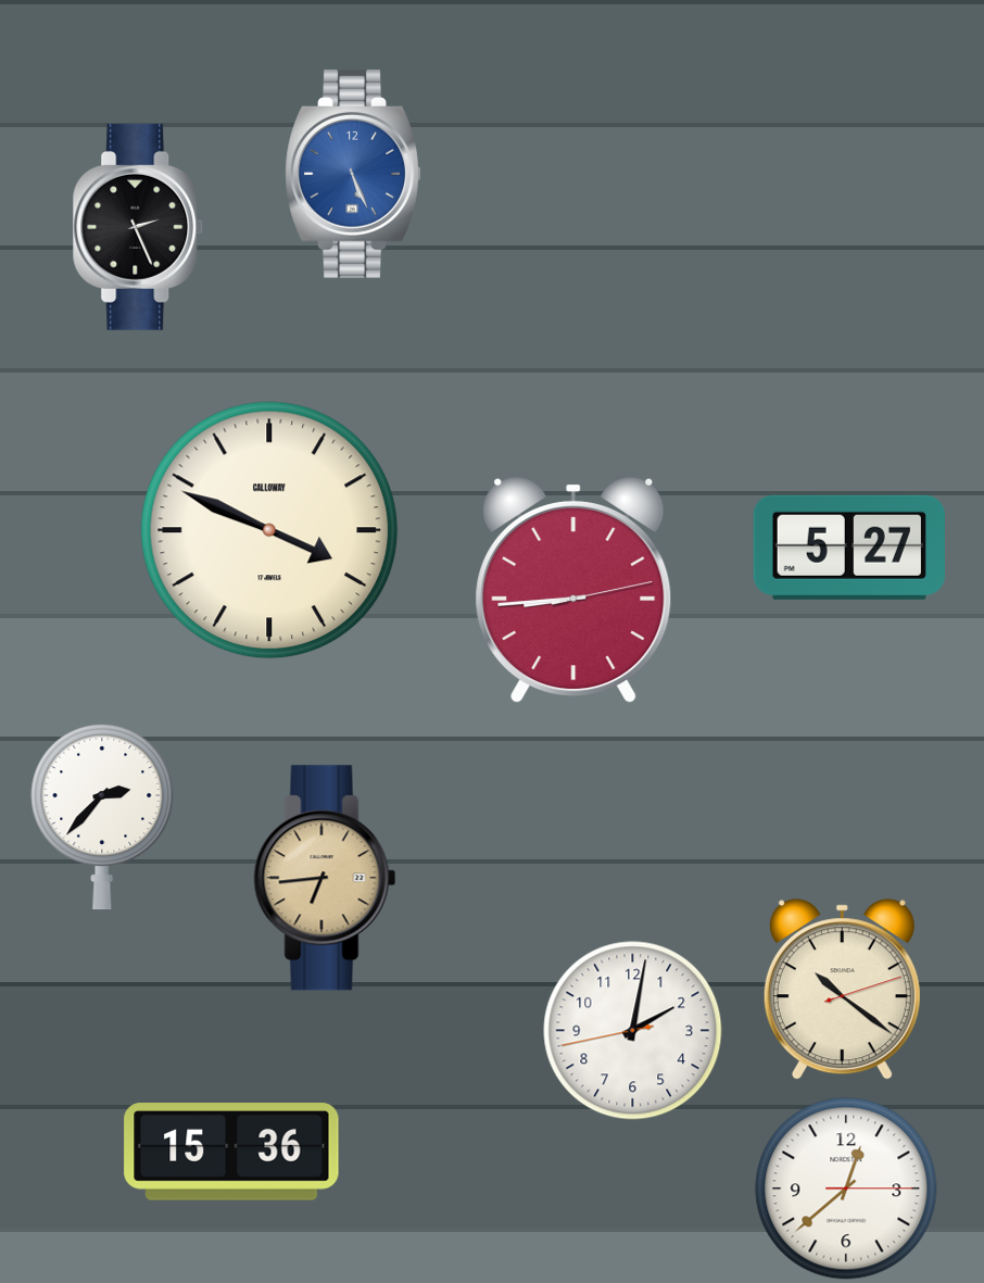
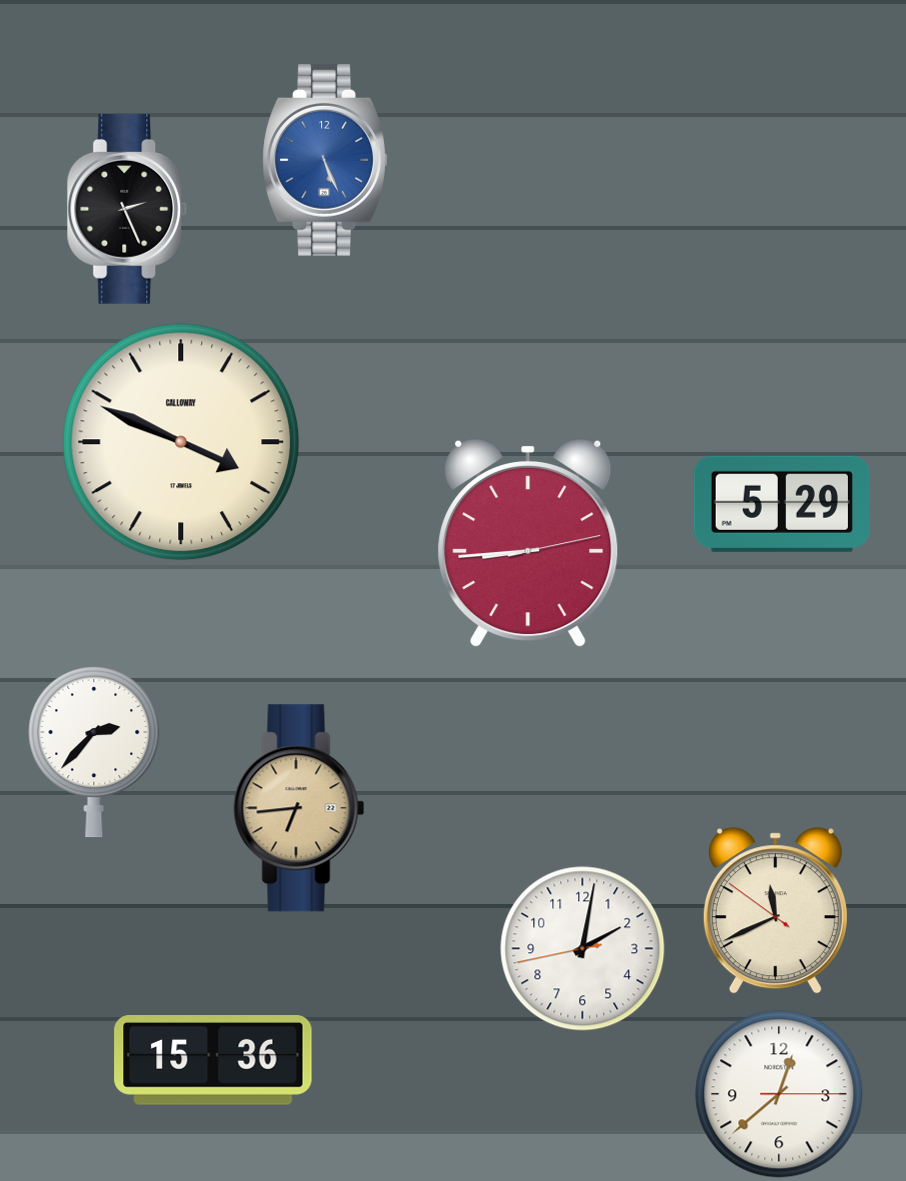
clock at (269, 530) position: (269, 530) -> (181, 442)
clock at (849, 548): 5:27 -> 5:29
clock at (842, 990): 10:21 -> 11:40
